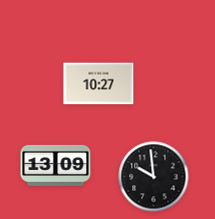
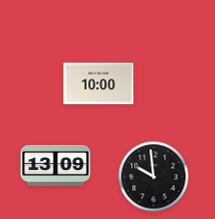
clock at (99, 84): 10:27 -> 10:00
